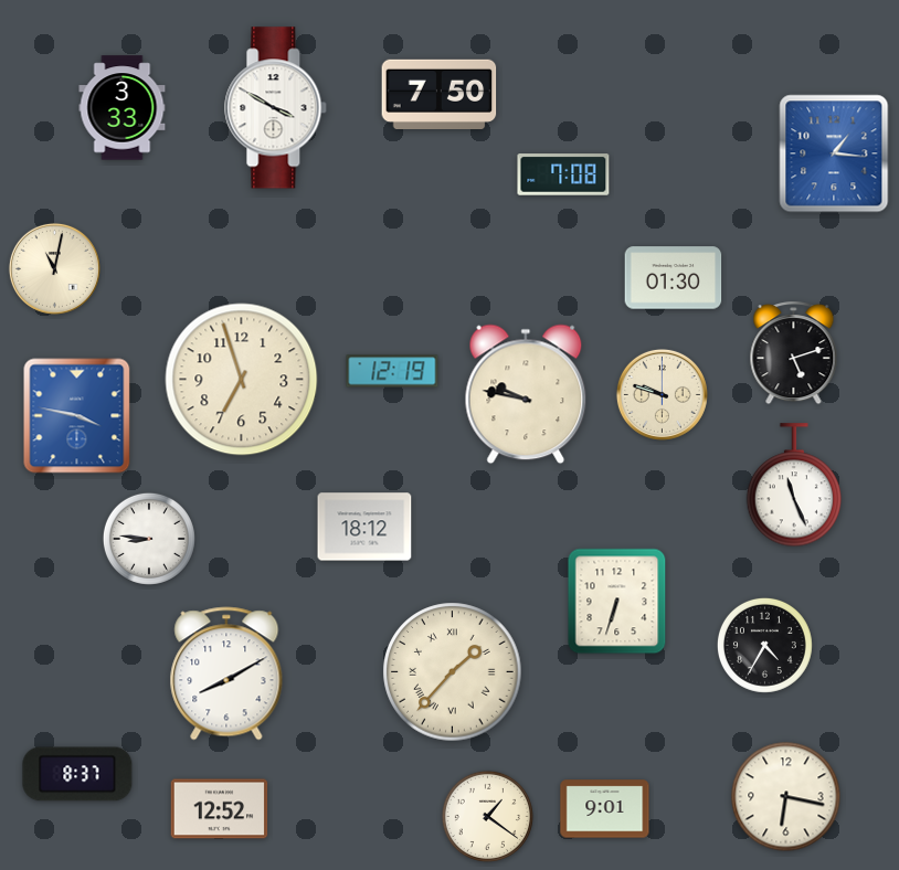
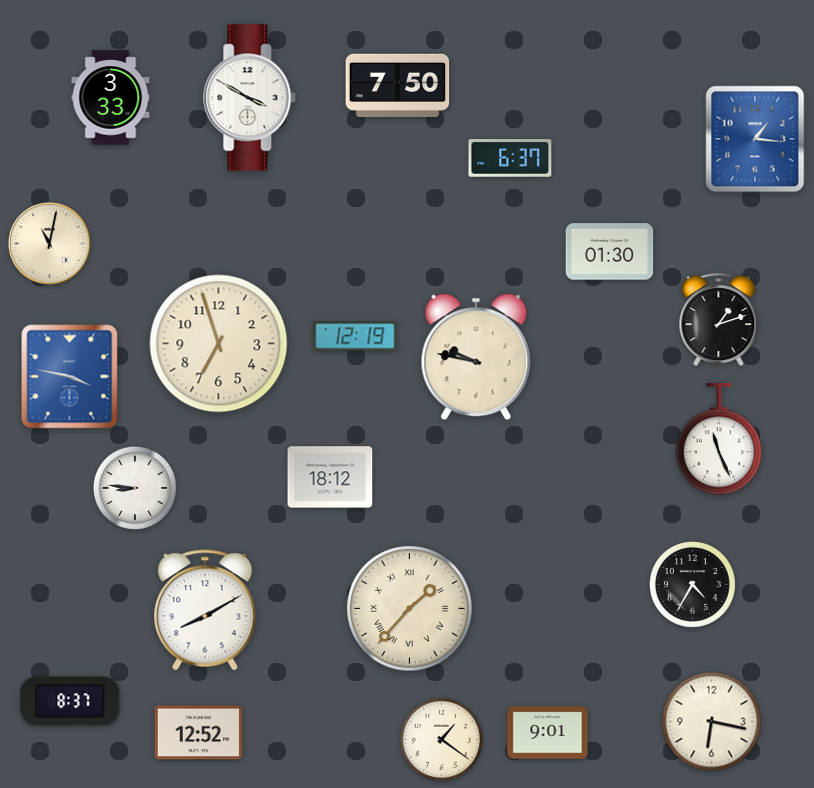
clock at (563, 174): 7:08 -> 6:37
clock at (794, 353): 5:12 -> 1:12
clock at (662, 394): 9:48 -> none
clock at (617, 602): 6:33 -> none
